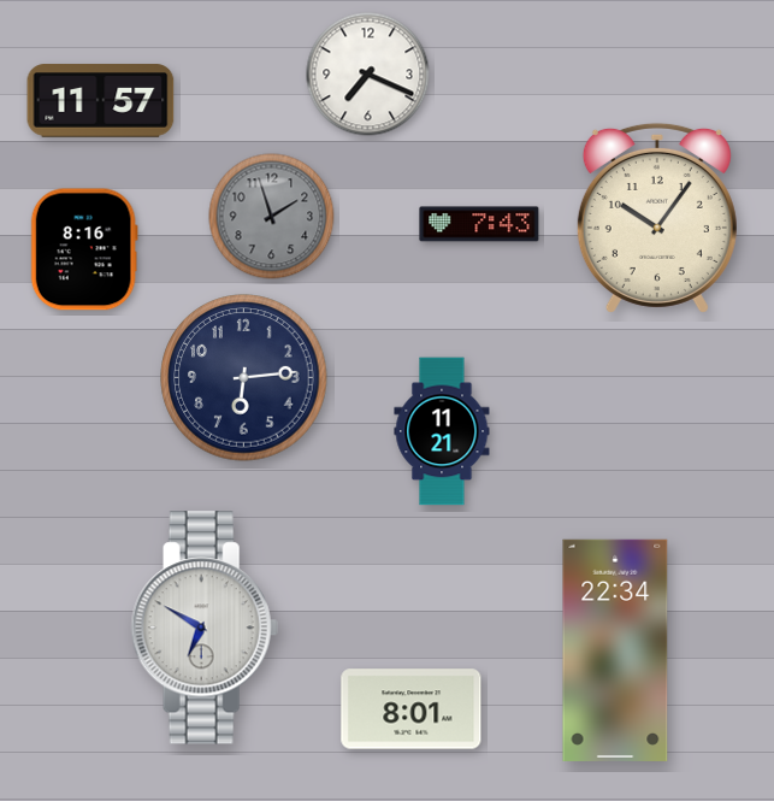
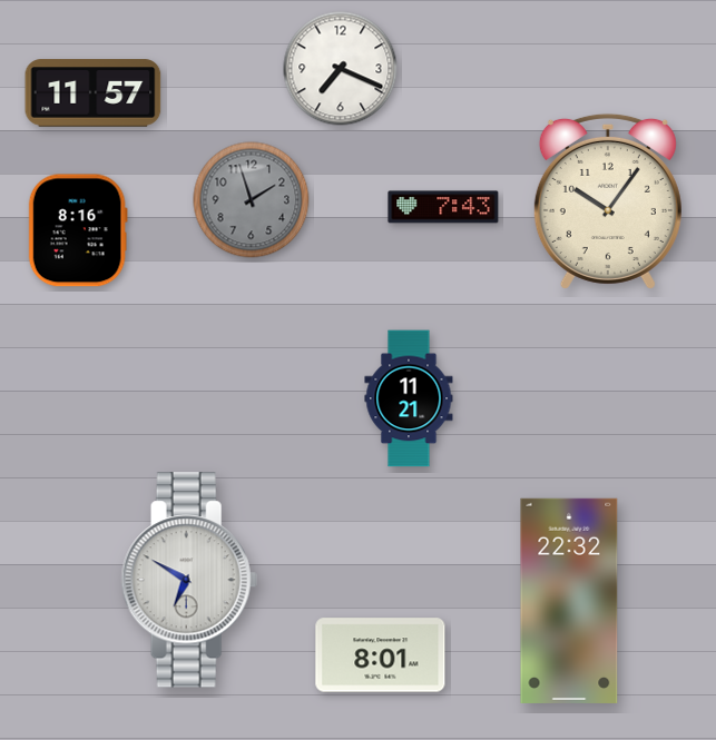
clock at (244, 378): 6:14 -> none
clock at (615, 650): 22:34 -> 22:32
